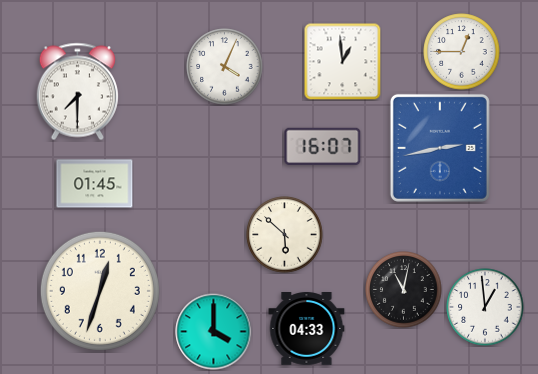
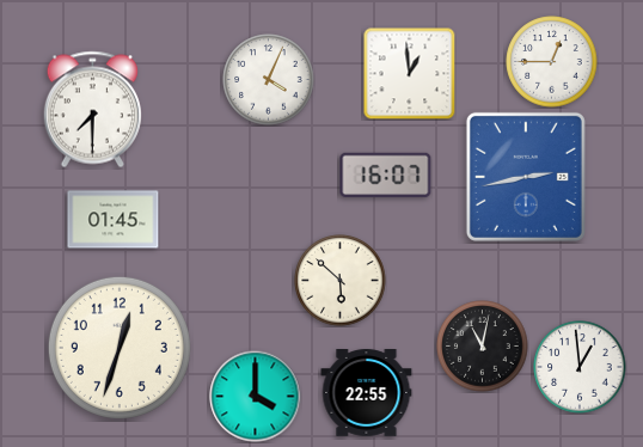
clock at (307, 329): 04:33 -> 22:55
